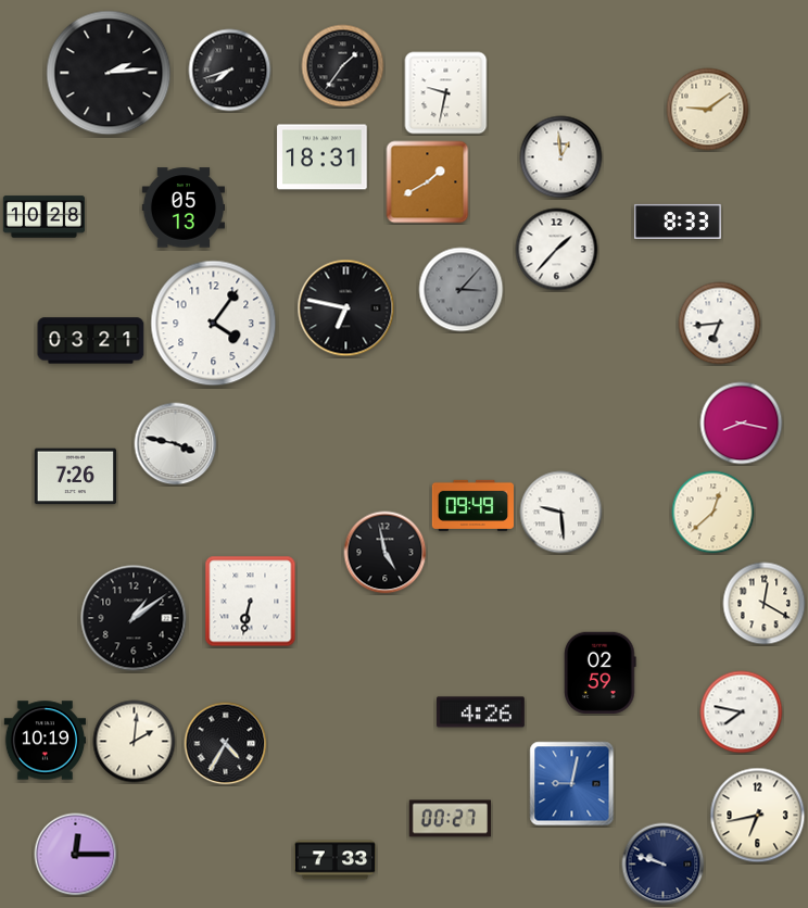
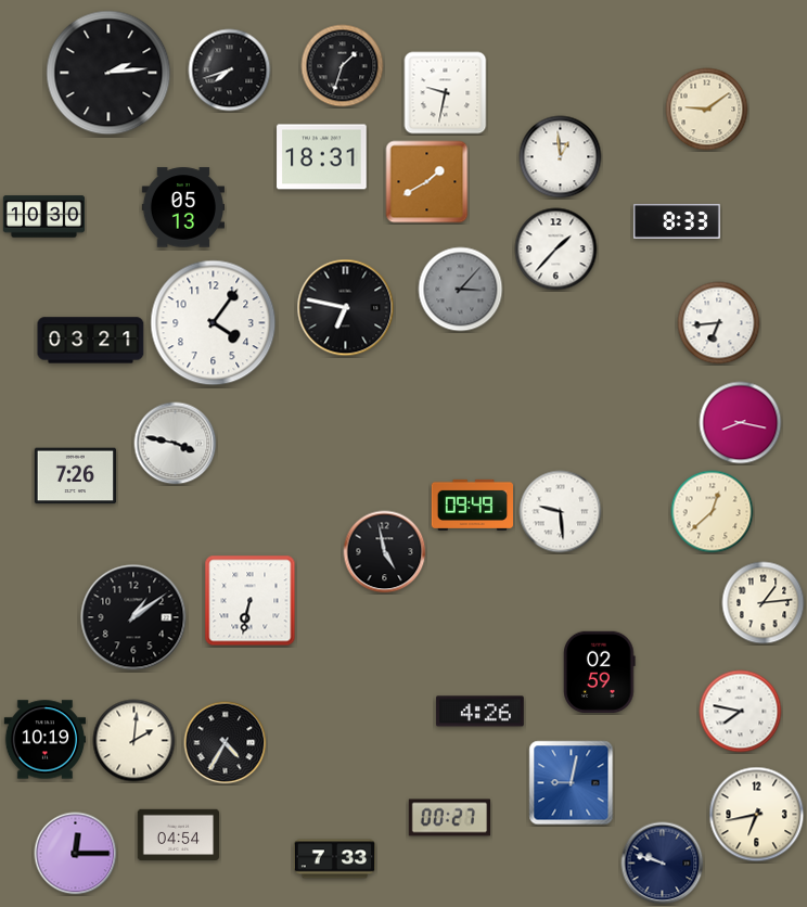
clock at (343, 66): 1:36 -> 1:33
clock at (45, 217): 10:28 -> 10:30
clock at (765, 604): 12:20 -> 1:14
clock at (179, 834): none -> 04:54
